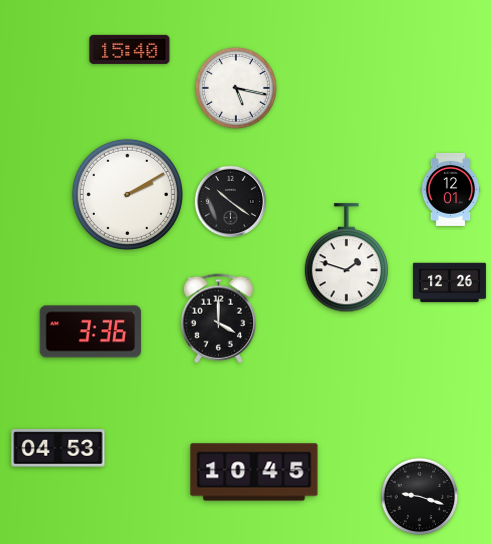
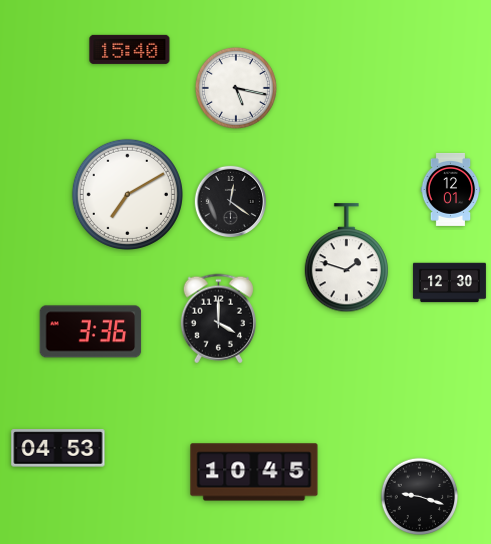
clock at (127, 194): 2:10 -> 7:10
clock at (230, 201): 10:21 -> 12:21
clock at (449, 283): 12:26 -> 12:30
